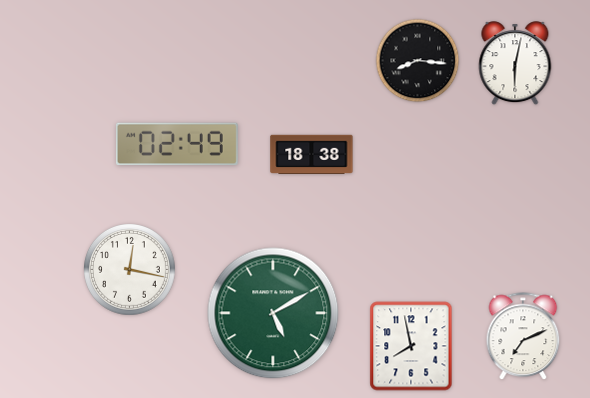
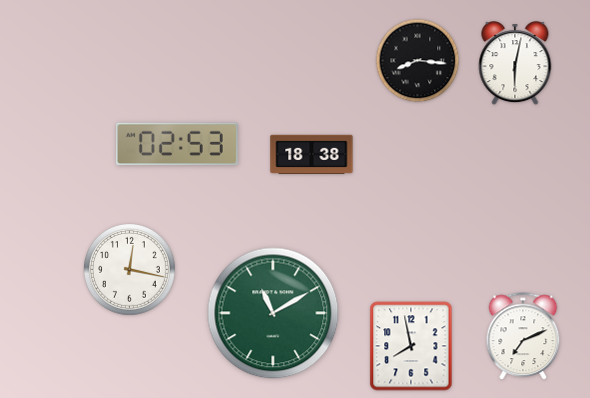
clock at (177, 144): 02:49 -> 02:53
clock at (273, 313): 5:10 -> 11:10
